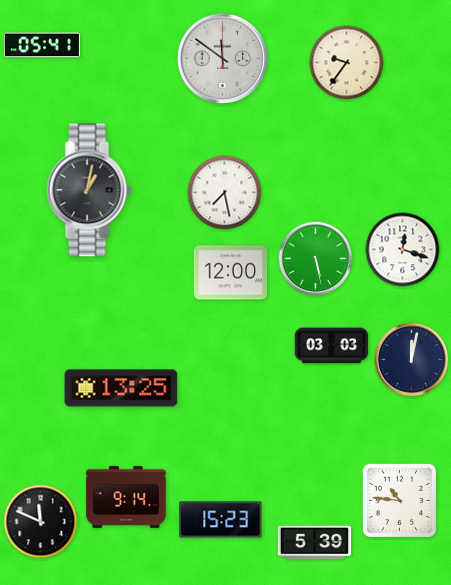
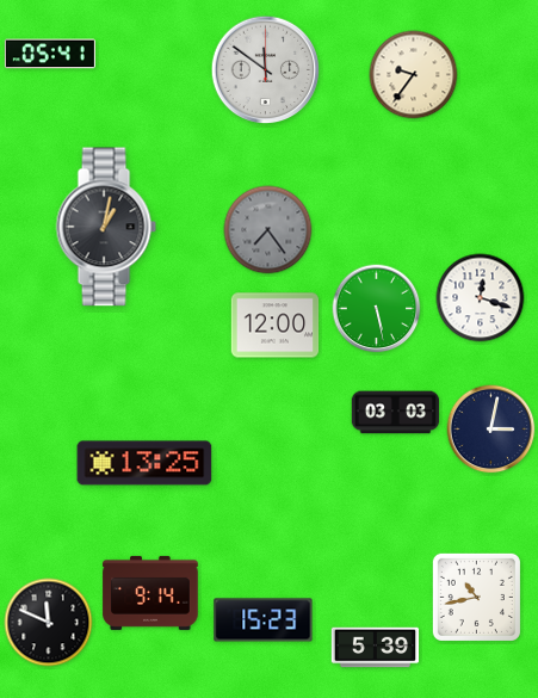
clock at (225, 193): 7:28 -> 7:24
clock at (225, 193) dial: white -> grey
clock at (412, 360): 12:02 -> 3:02
clock at (399, 500): 10:46 -> 10:43
